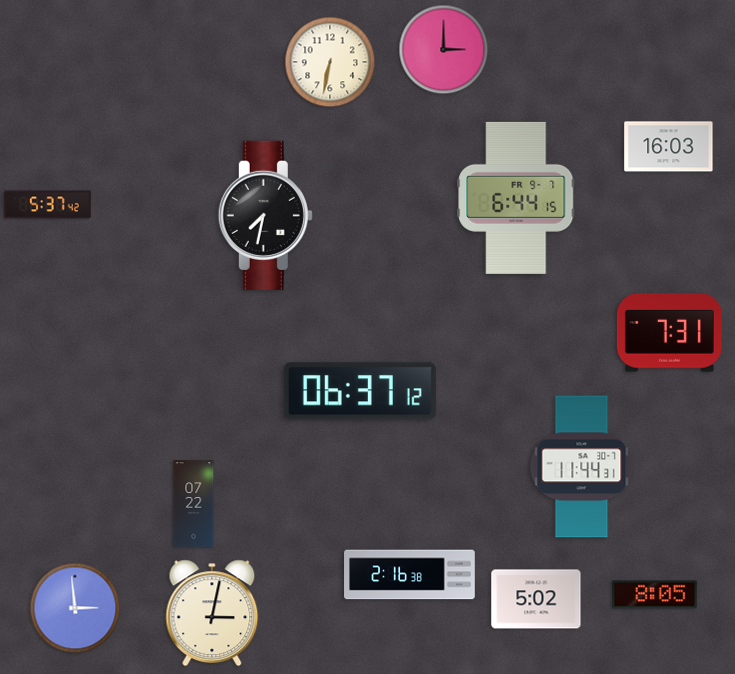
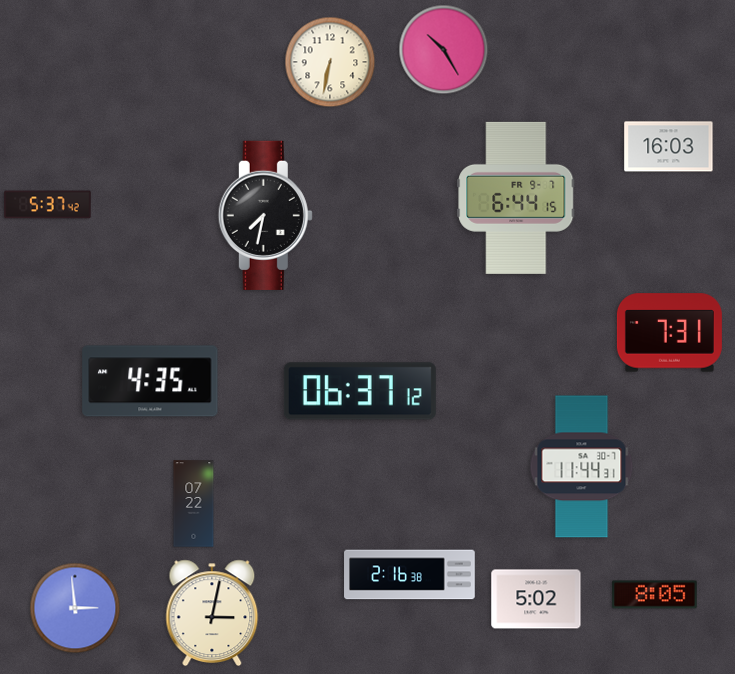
clock at (444, 50): 3:00 -> 10:25
clock at (150, 381): none -> 4:35
